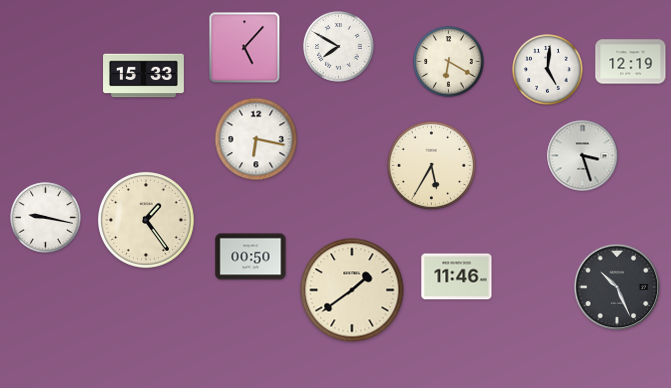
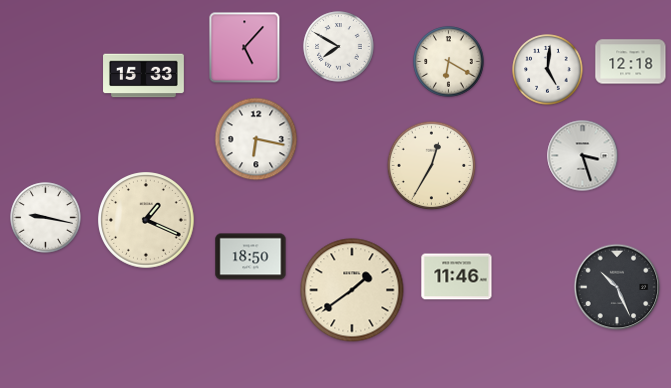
clock at (631, 62): 12:19 -> 12:18
clock at (432, 166): 5:35 -> 12:35
clock at (146, 220): 1:24 -> 1:19
clock at (251, 257): 00:50 -> 18:50
